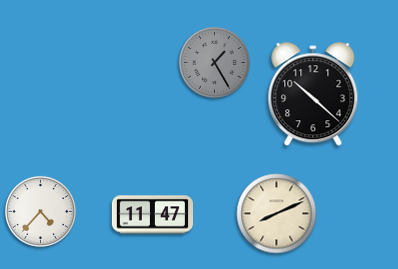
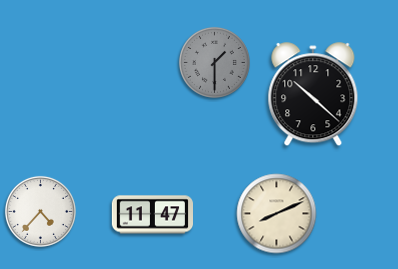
clock at (214, 62): 1:25 -> 1:30
